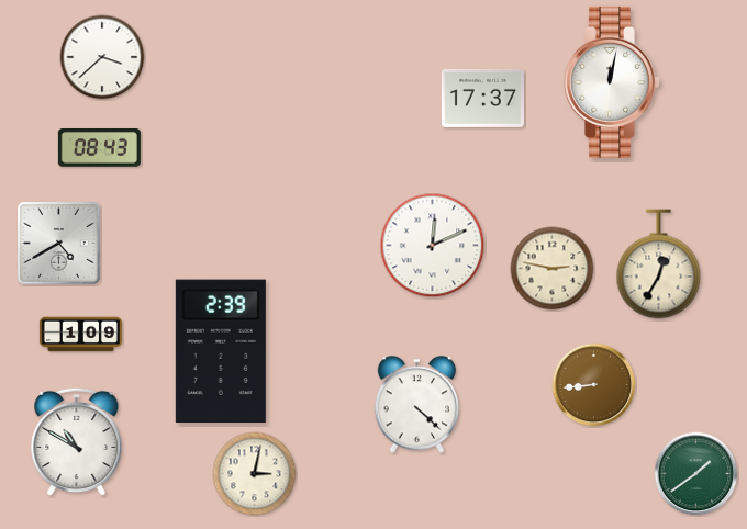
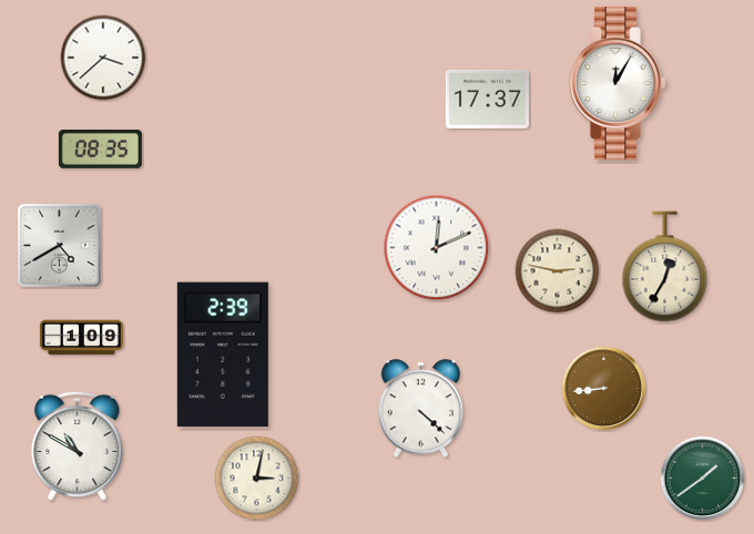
clock at (613, 82): 12:02 -> 12:05
clock at (99, 148): 08:43 -> 08:35
clock at (594, 385) position: (594, 385) -> (604, 389)
